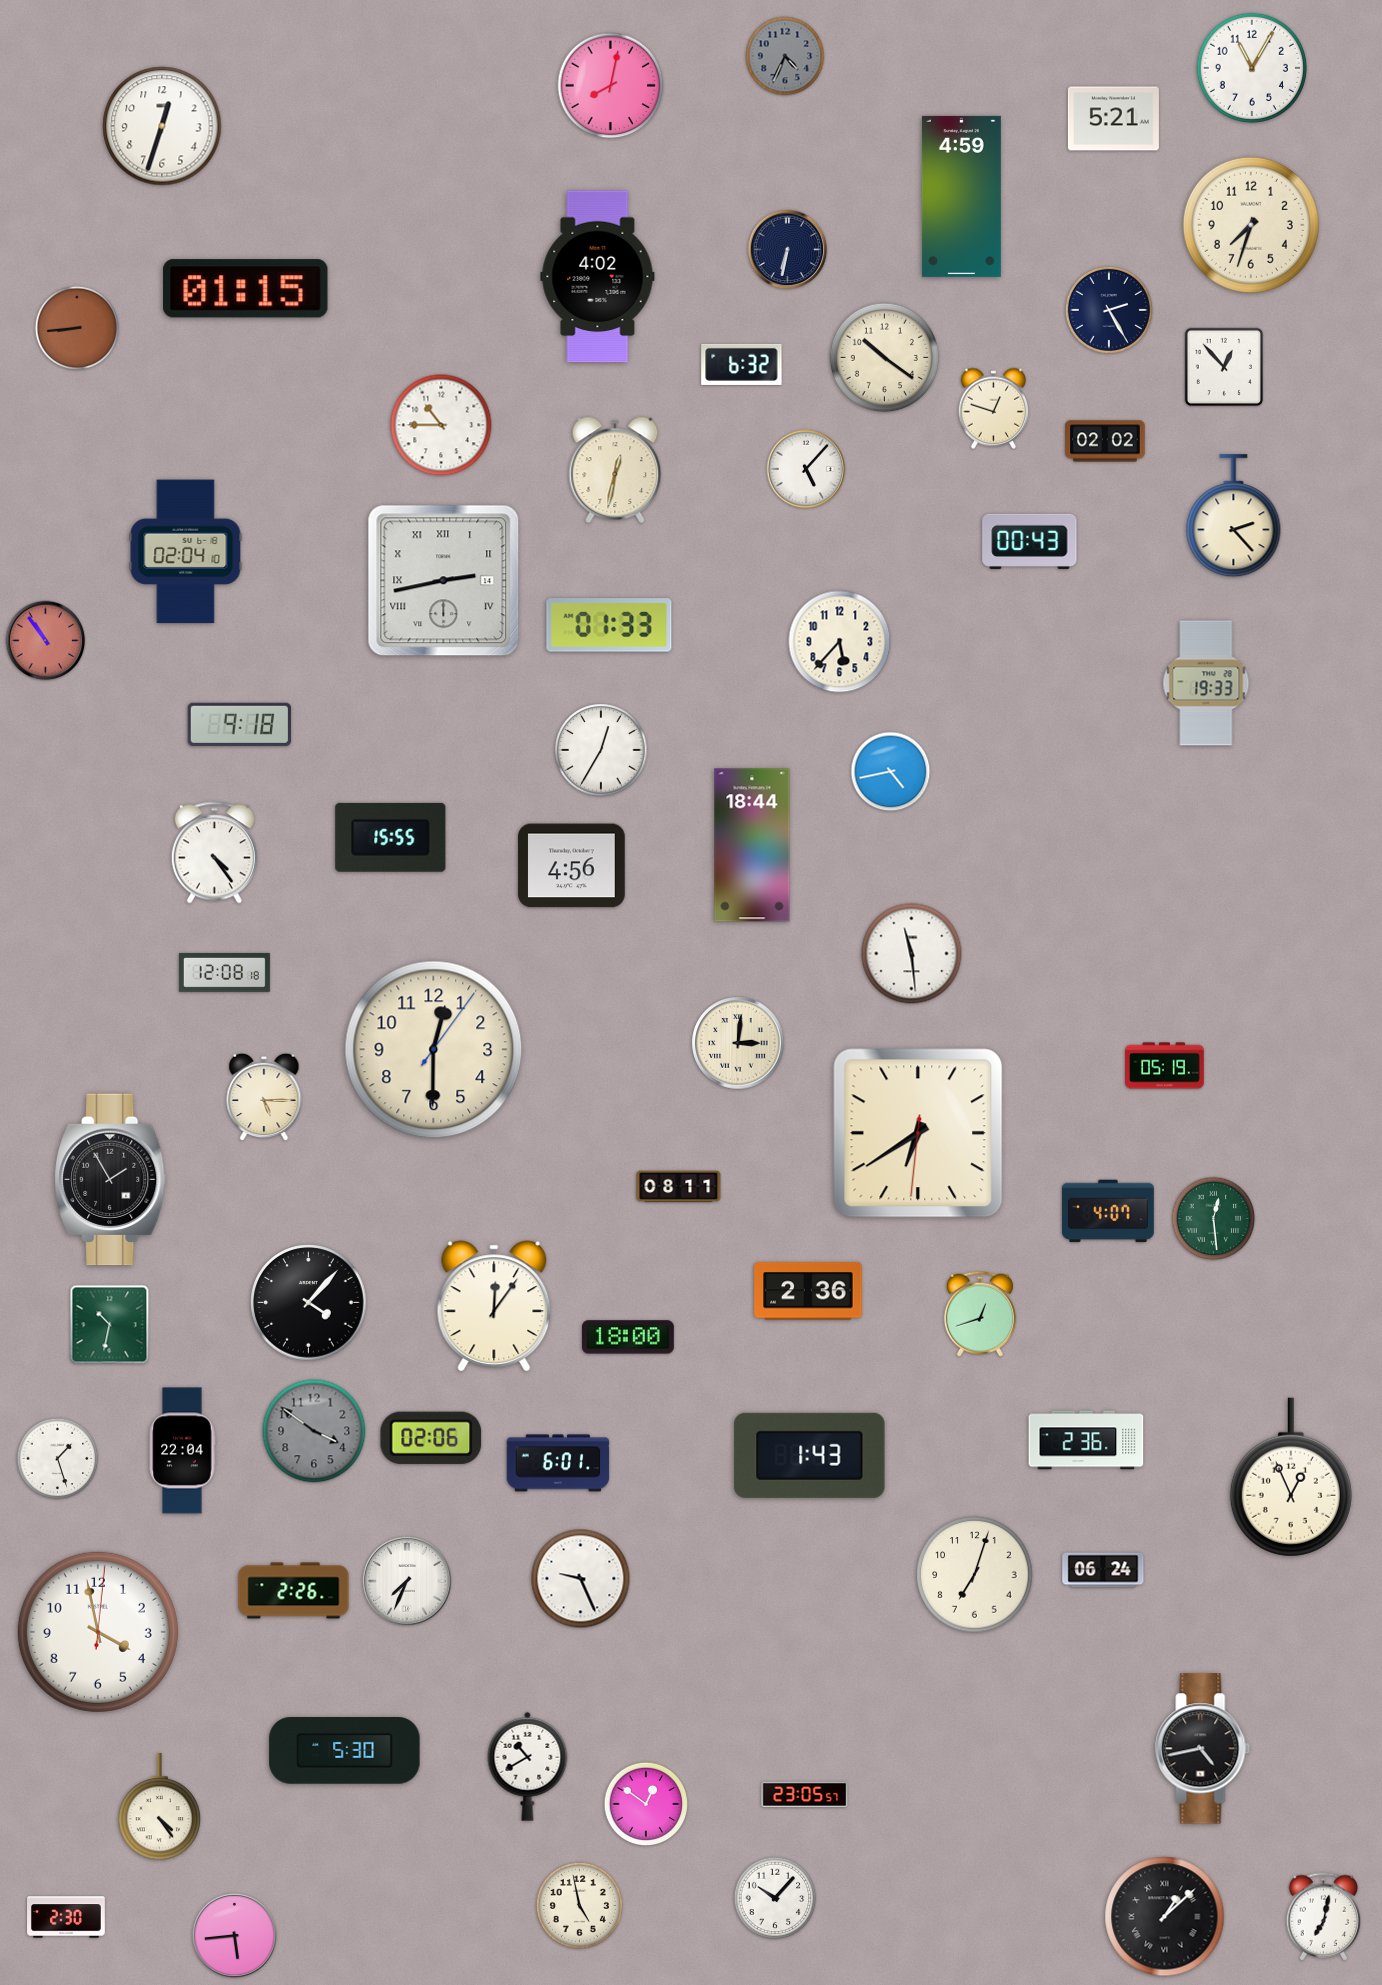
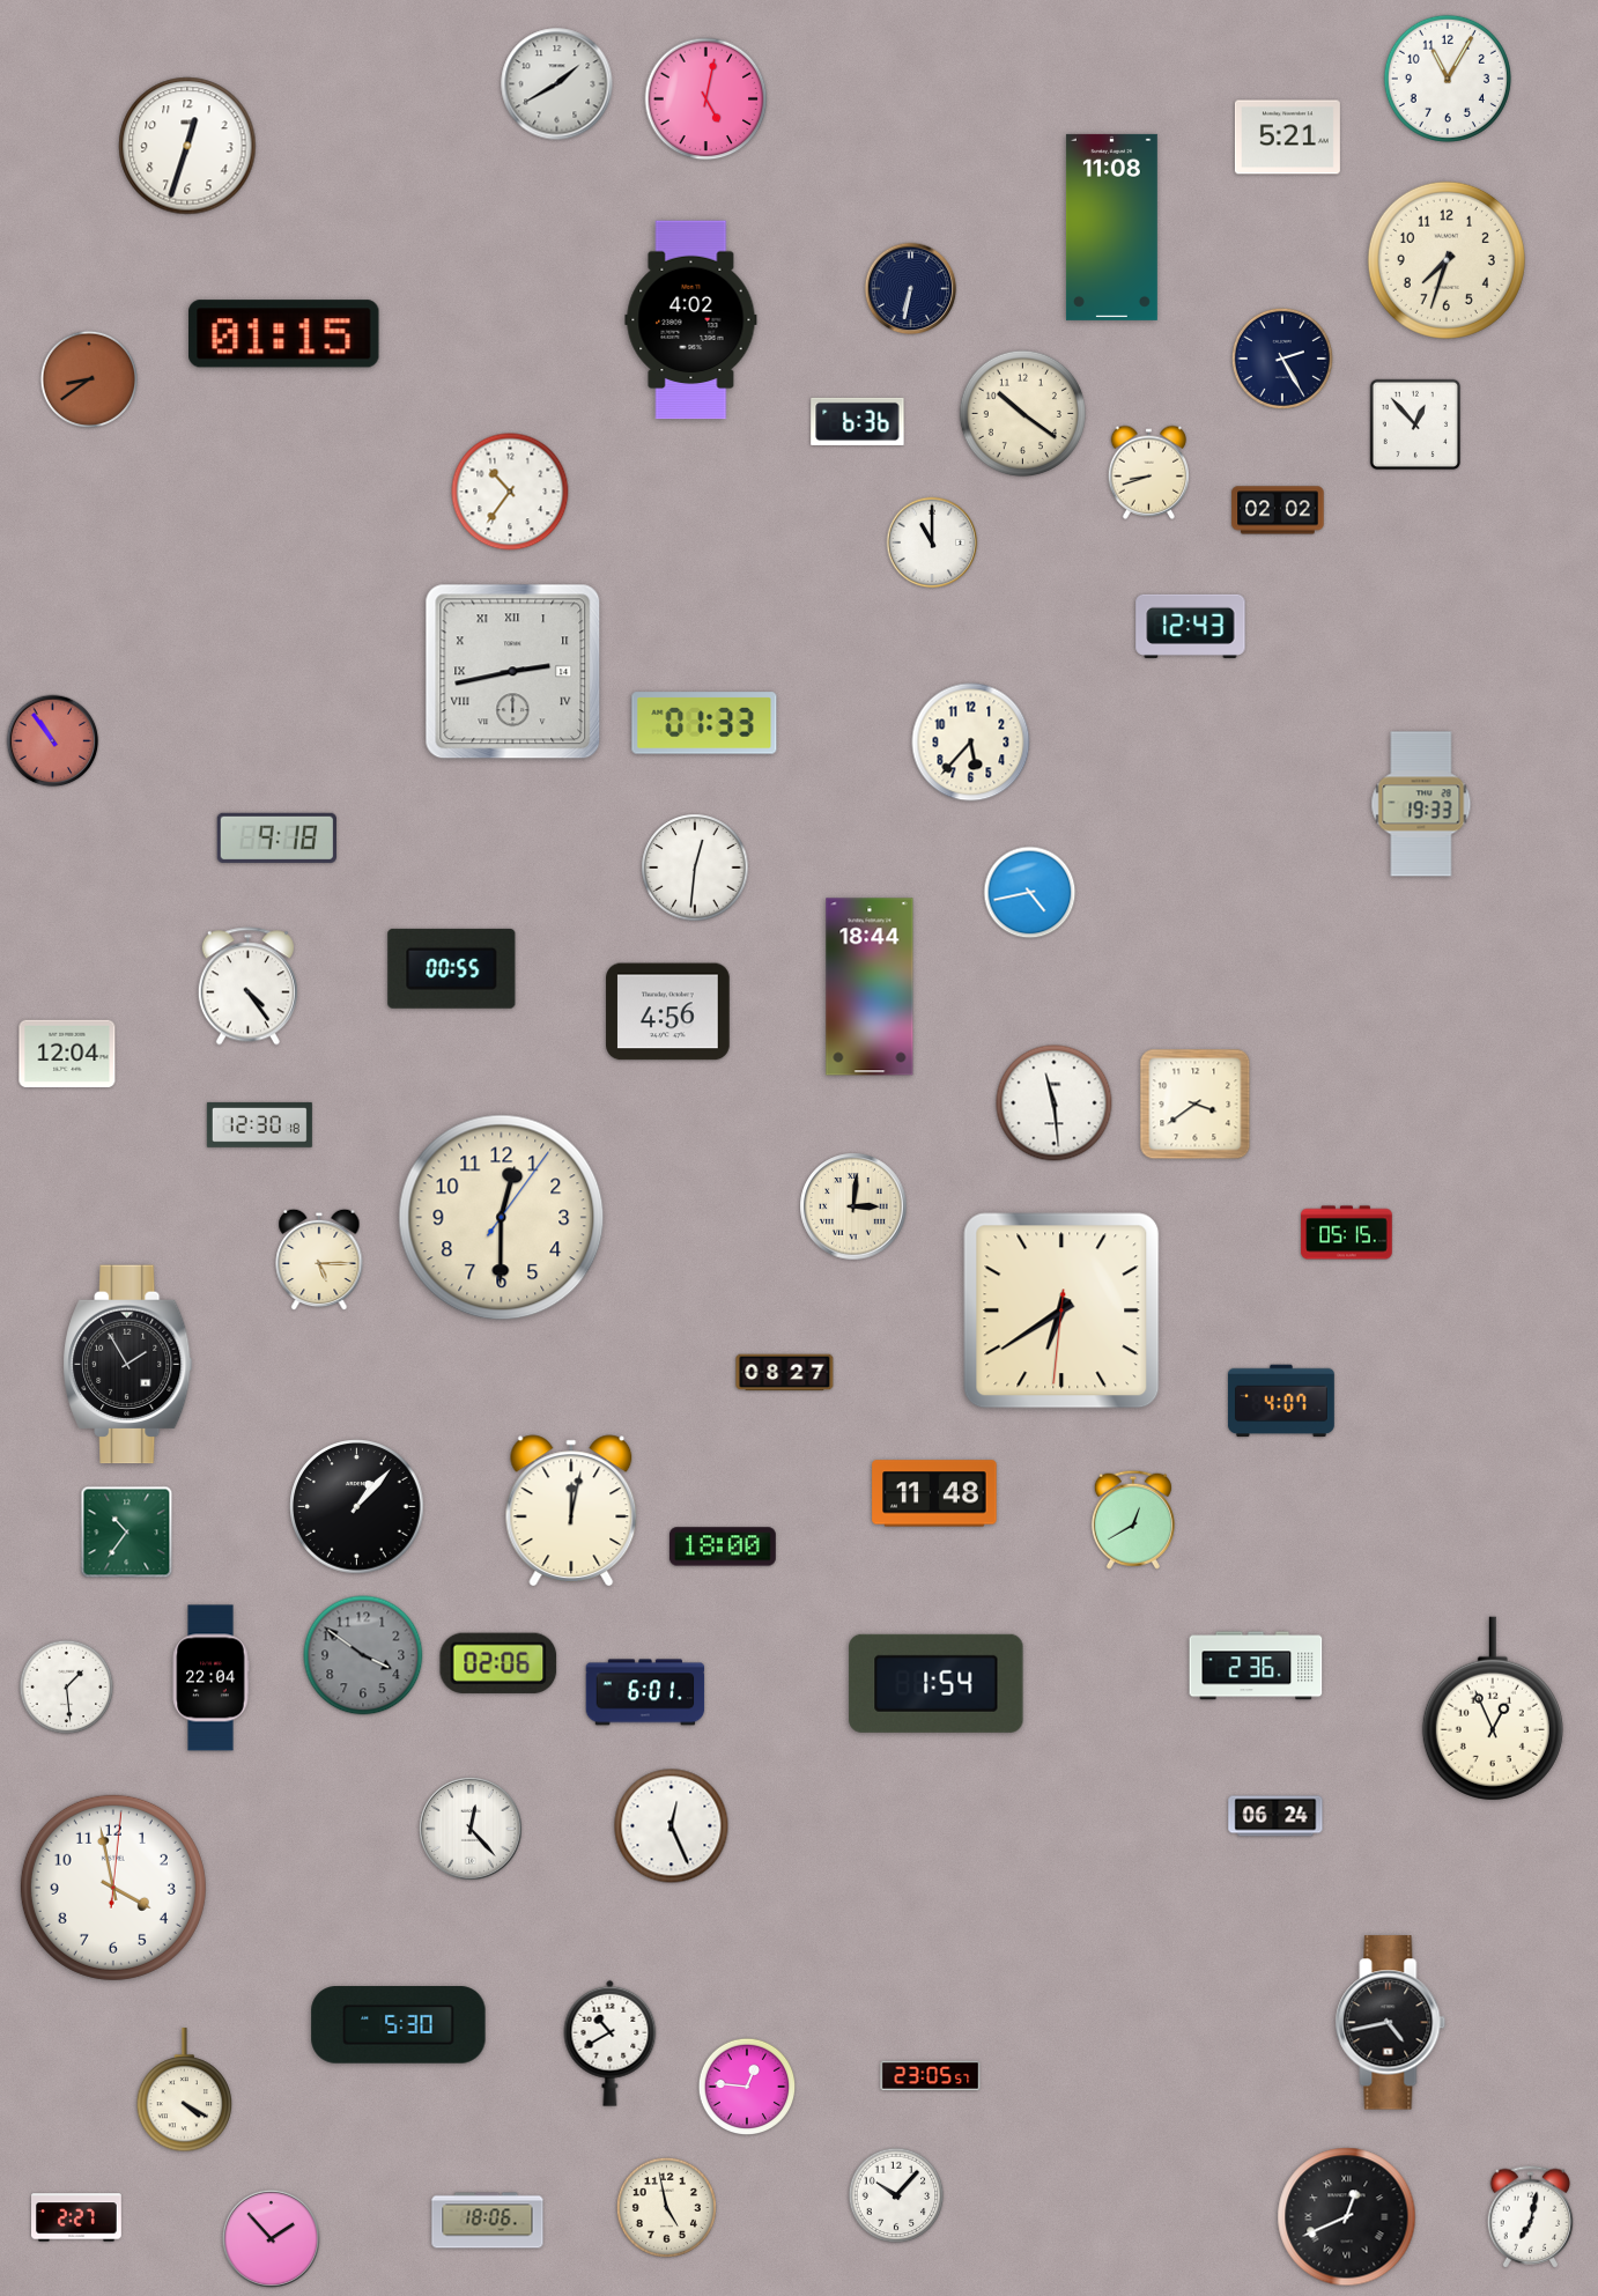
clock at (785, 56): 4:34 -> none
clock at (557, 84): none -> 1:40
clock at (611, 86): 8:02 -> 5:02
clock at (961, 196): 4:59 -> 11:08
clock at (77, 328): 8:44 -> 8:39
clock at (742, 364): 6:32 -> 6:36
clock at (994, 408): 12:48 -> 8:42
clock at (441, 425): 10:45 -> 10:36
clock at (615, 469): 12:32 -> none
clock at (806, 469): 5:07 -> 11:00
clock at (1234, 516): 2:23 -> none
clock at (1030, 541): 00:43 -> 12:43
clock at (186, 552): 02:04 -> none
clock at (1206, 683) position: (1206, 683) -> (1421, 804)
clock at (601, 750): 12:35 -> 12:31
clock at (391, 837): 15:55 -> 00:55
clock at (752, 845) position: (752, 845) -> (870, 987)
clock at (572, 866) position: (572, 866) -> (668, 1012)
clock at (67, 1054): none -> 12:04
clock at (1196, 1105): none -> 3:39
clock at (224, 972): 12:08 -> 12:30
clock at (434, 1050) position: (434, 1050) -> (502, 1218)
clock at (1165, 1066): 05:19 -> 05:15
clock at (264, 1097) position: (264, 1097) -> (319, 1260)
clock at (679, 1187): 08:11 -> 08:27
clock at (1214, 1219): 12:29 -> none
clock at (808, 1291): 2:36 -> 11:48
clock at (309, 1303): 4:07 -> 1:07
clock at (494, 1306): 12:06 -> 12:02
clock at (980, 1314): 12:42 -> 12:40
clock at (110, 1325): 10:32 -> 10:36
clock at (628, 1337) position: (628, 1337) -> (723, 1546)
clock at (810, 1455): 1:43 -> 1:54
clock at (58, 1459): 1:27 -> 1:29
clock at (975, 1575): 7:03 -> none
clock at (581, 1579): 9:26 -> 12:26
clock at (408, 1582): 7:34 -> 12:23
clock at (294, 1591): 2:26 -> none
clock at (646, 1804): 12:51 -> 12:46
clock at (160, 1807): 4:24 -> 4:20
clock at (579, 1905) position: (579, 1905) -> (666, 2207)
clock at (67, 1917): 2:30 -> 2:27
clock at (1165, 1917): 1:08 -> 12:41
clock at (488, 2221): none -> 18:06
clock at (234, 1935): 5:44 -> 1:53
